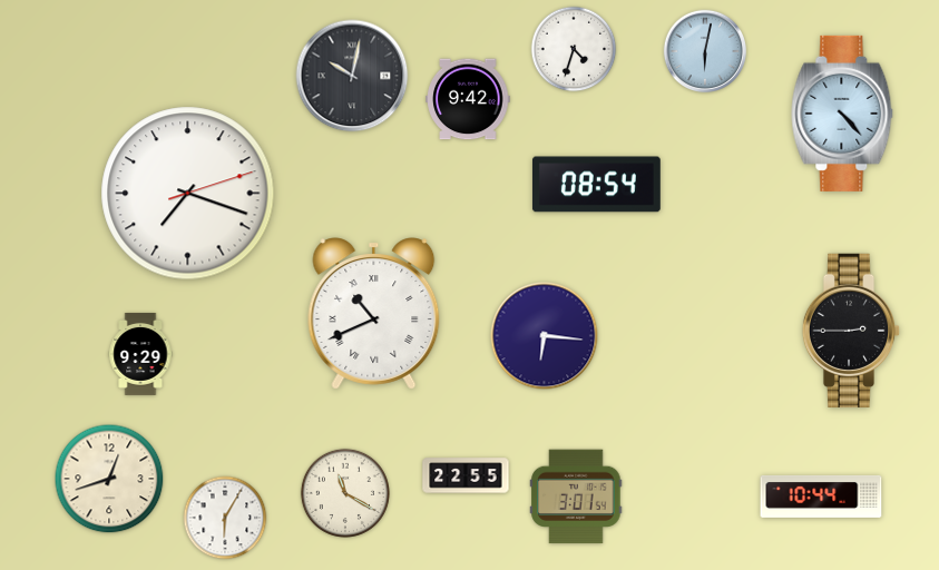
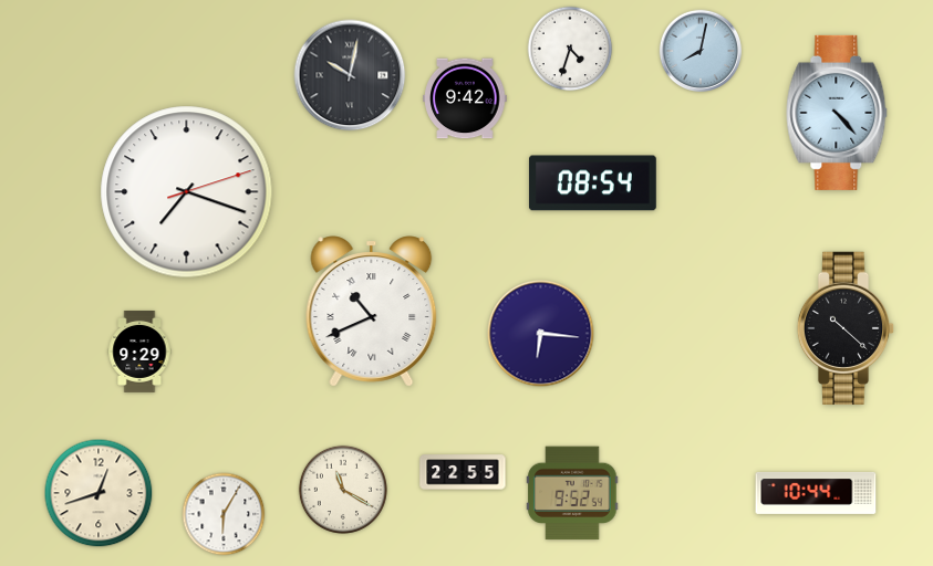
clock at (705, 51): 6:02 -> 8:02
clock at (851, 331): 2:45 -> 10:22
clock at (109, 479) position: (109, 479) -> (99, 493)
clock at (576, 497): 3:01 -> 9:52
